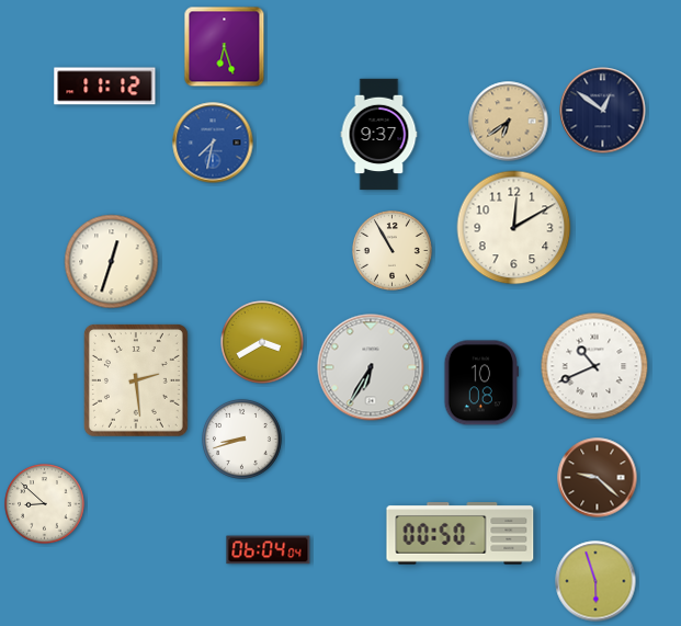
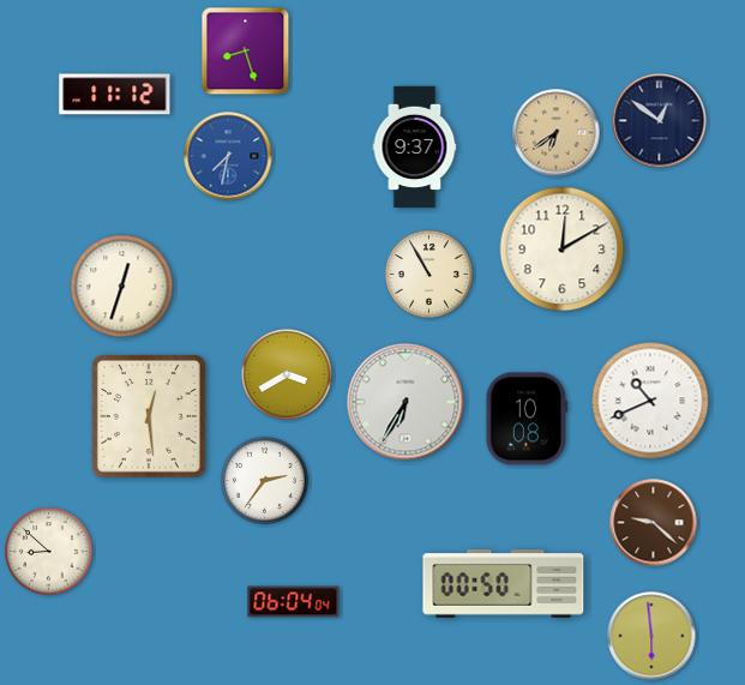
clock at (225, 47): 6:27 -> 8:27
clock at (213, 143) position: (213, 143) -> (228, 156)
clock at (136, 380): 2:29 -> 12:29
clock at (242, 440): 8:42 -> 2:36
clock at (595, 581): 5:57 -> 5:59
